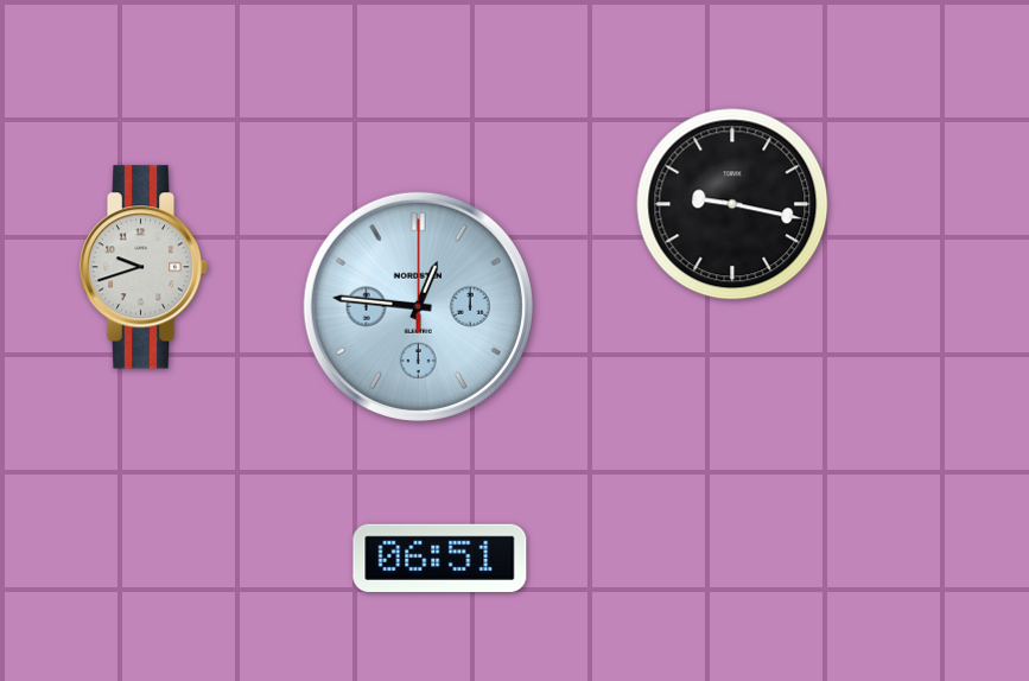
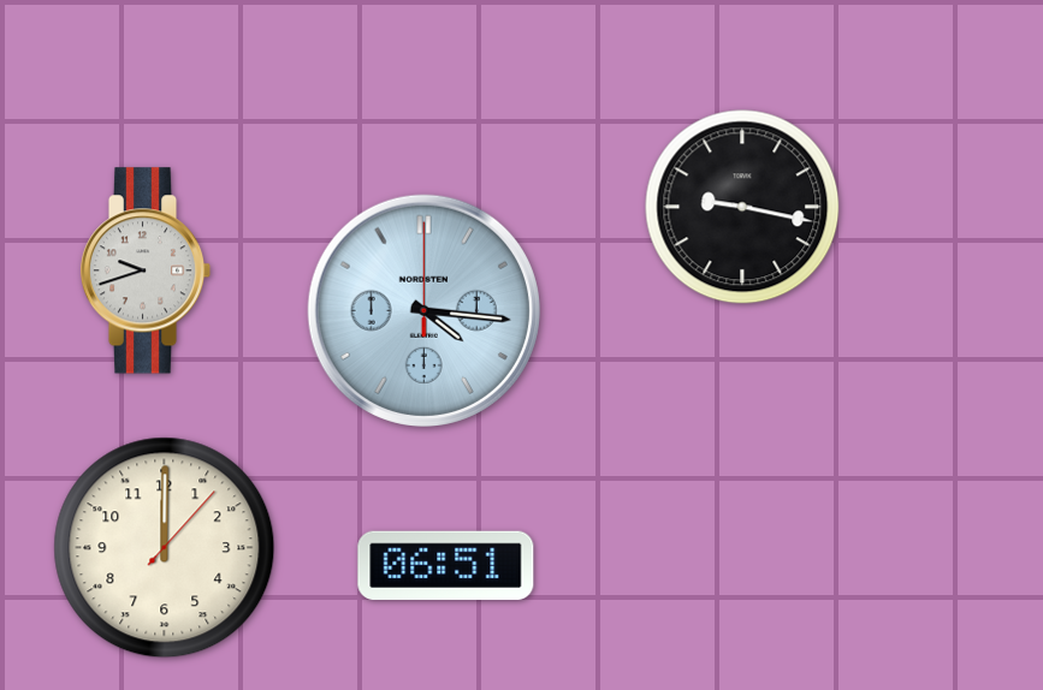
clock at (418, 306): 12:46 -> 4:16
clock at (165, 548): none -> 12:00
